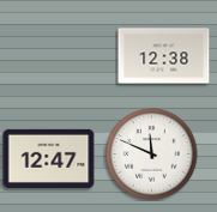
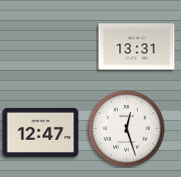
clock at (164, 56): 12:38 -> 13:31
clock at (152, 155): 11:49 -> 12:27
